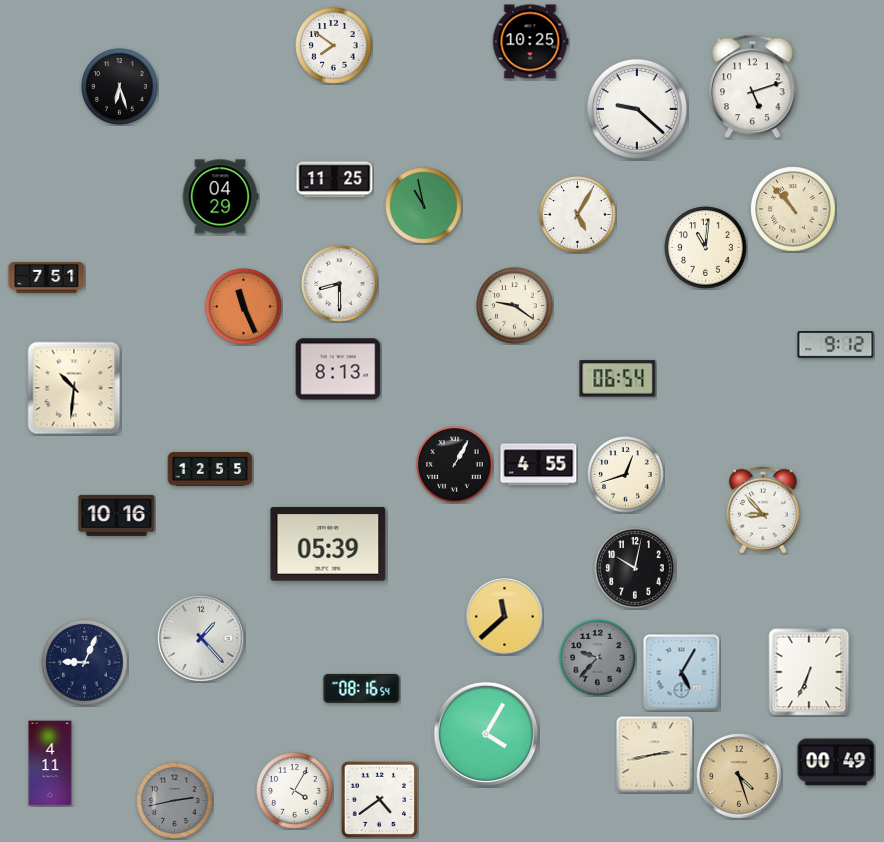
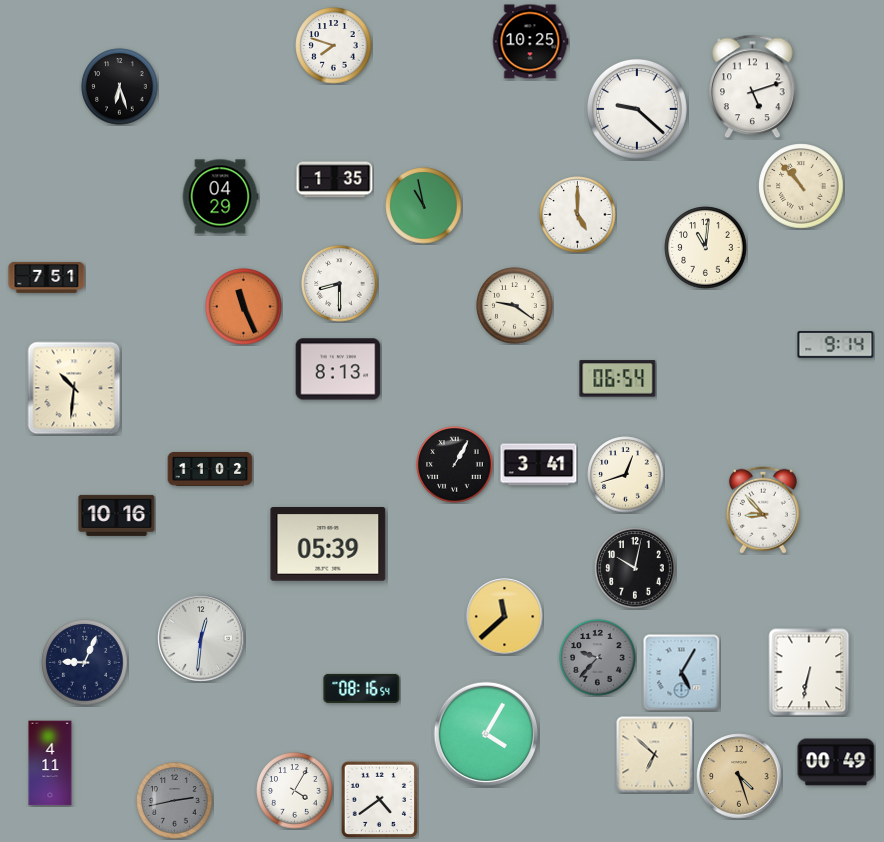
clock at (334, 46): 7:51 -> 7:48
clock at (335, 180): 11:25 -> 1:35
clock at (793, 209) position: (793, 209) -> (801, 186)
clock at (578, 215): 5:05 -> 5:00
clock at (836, 345): 9:12 -> 9:14
clock at (539, 465): 4:55 -> 3:41
clock at (210, 469): 12:55 -> 11:02
clock at (201, 638): 1:23 -> 12:31
clock at (809, 672): 6:34 -> 6:32
clock at (655, 755): 2:43 -> 6:52
